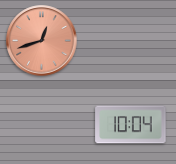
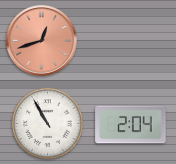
clock at (47, 123): none -> 10:55
clock at (131, 125): 10:04 -> 2:04
